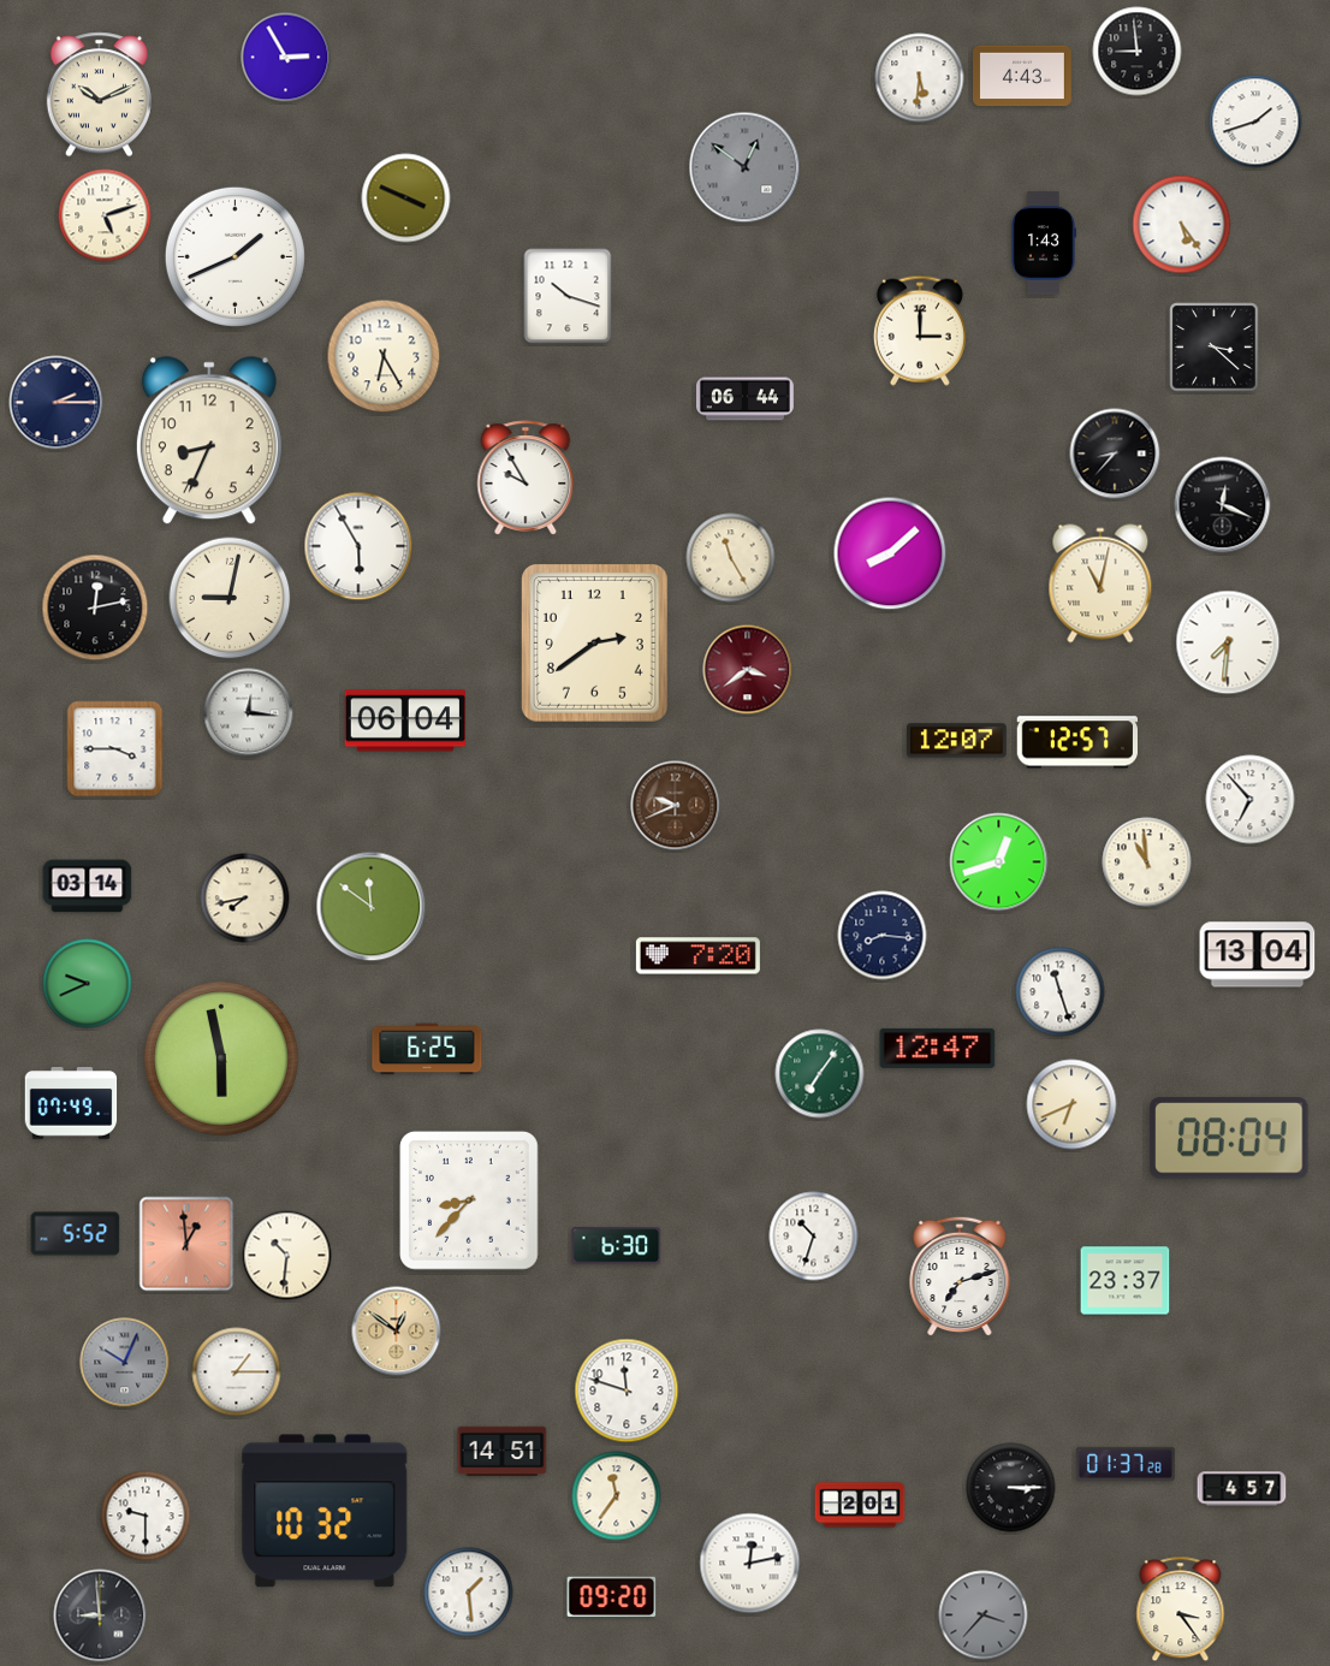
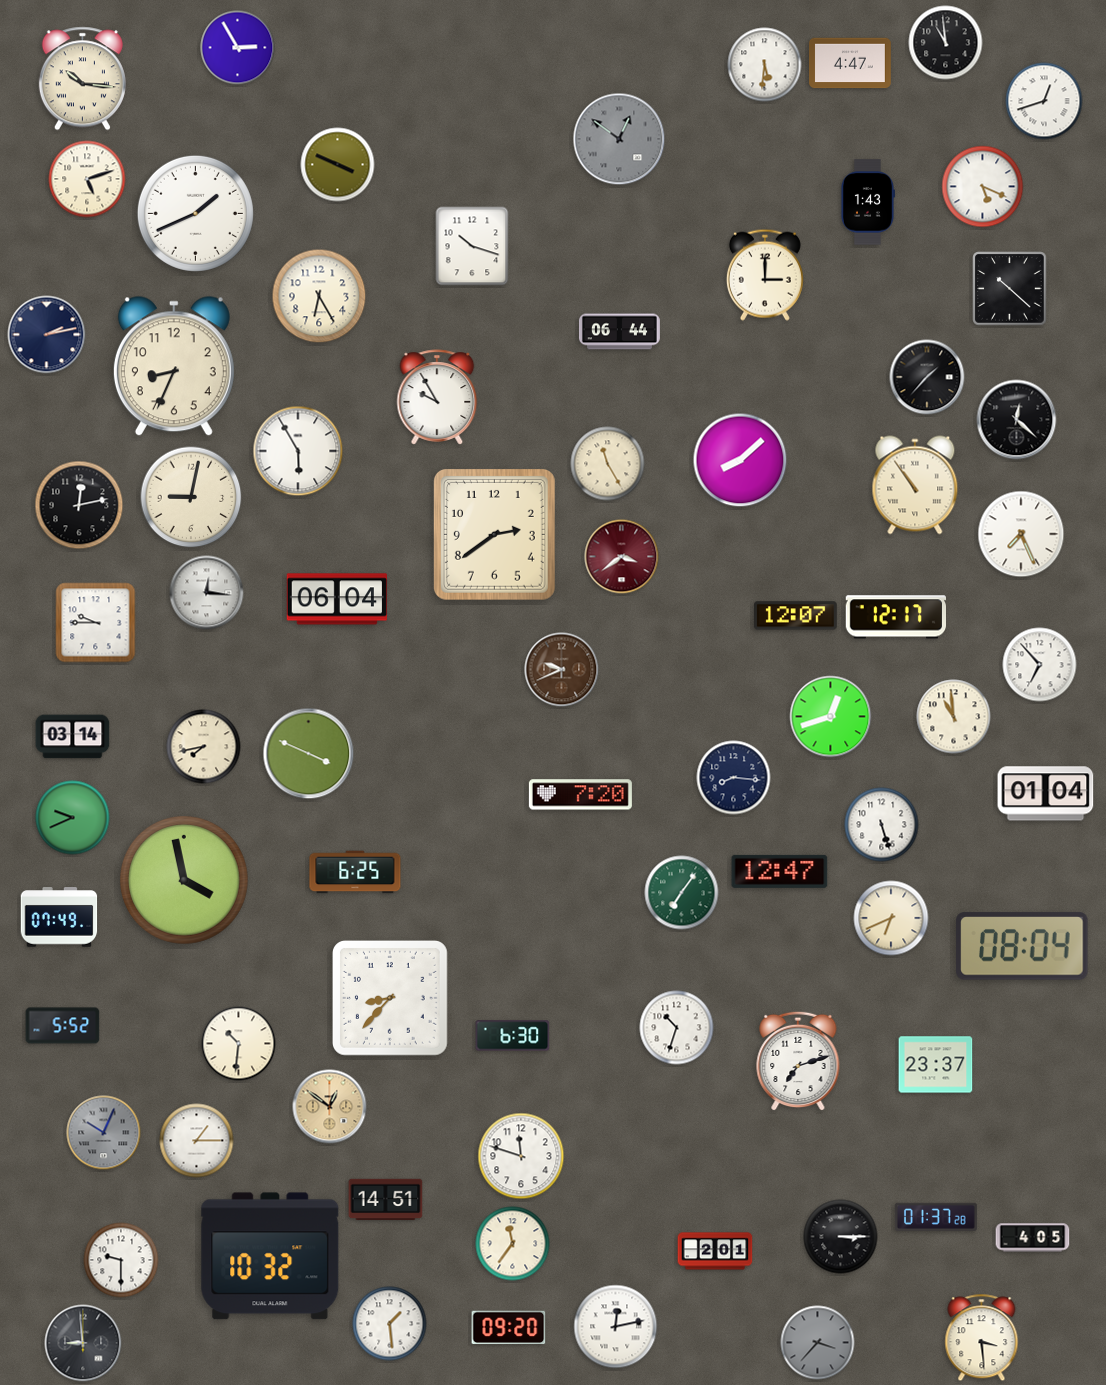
clock at (1138, 52): 8:59 -> 10:59
clock at (1023, 76): 4:43 -> 4:47
clock at (99, 95): 10:11 -> 10:16
clock at (1255, 121): 1:42 -> 12:42
clock at (1182, 225): 5:24 -> 5:19
clock at (1215, 348): 3:22 -> 10:22
clock at (57, 403): 2:15 -> 2:13
clock at (1115, 453): 8:37 -> 1:37
clock at (1223, 505): 12:19 -> 12:22
clock at (358, 546) position: (358, 546) -> (298, 451)
clock at (1100, 583): 11:02 -> 10:54
clock at (1228, 642): 7:31 -> 7:26
clock at (1076, 742): 12:57 -> 12:17
clock at (115, 749): 3:45 -> 9:45
clock at (372, 907): 11:51 -> 3:49
clock at (1258, 955): 13:04 -> 01:04
clock at (1061, 992): 11:27 -> 5:27
clock at (221, 1059): 5:58 -> 3:58
clock at (186, 1244): 12:59 -> none
clock at (503, 1452) position: (503, 1452) -> (386, 1200)
clock at (1242, 1489): 4:57 -> 4:05
clock at (750, 1564) position: (750, 1564) -> (616, 1327)
clock at (1181, 1609): 3:24 -> 3:29
